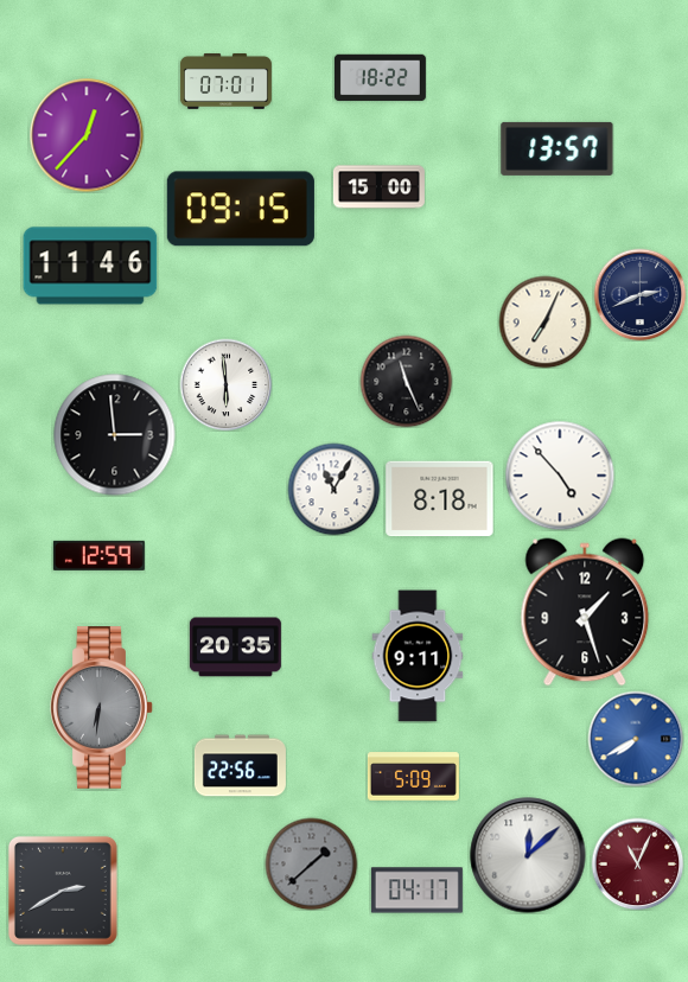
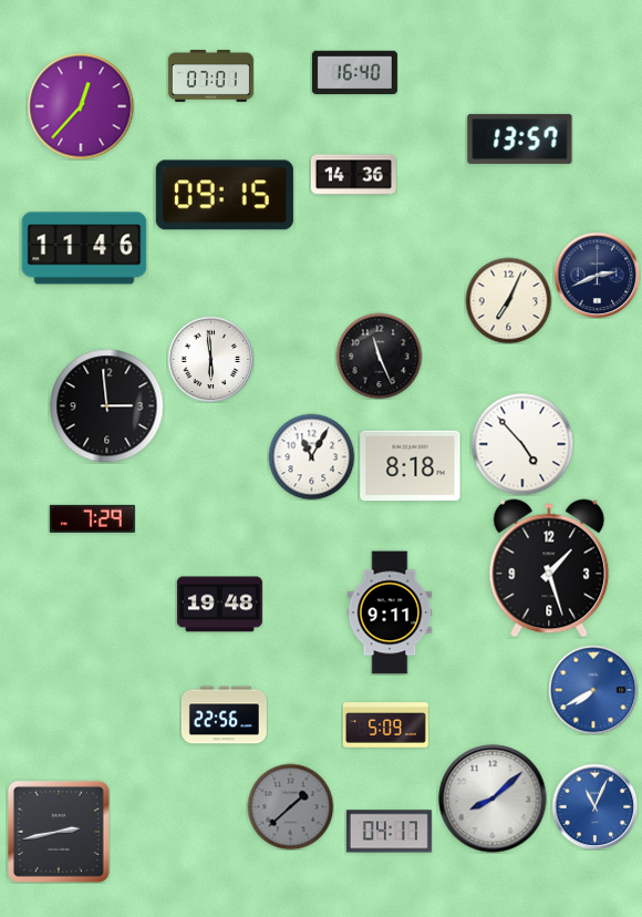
clock at (380, 78): 18:22 -> 16:40
clock at (87, 135) position: (87, 135) -> (81, 106)
clock at (378, 187): 15:00 -> 14:36
clock at (98, 555): 12:59 -> 7:29
clock at (585, 612) position: (585, 612) -> (549, 568)
clock at (235, 648): 20:35 -> 19:48
clock at (102, 708): 6:31 -> none
clock at (528, 855): 12:08 -> 8:08
clock at (637, 863) dial: burgundy -> blue
clock at (63, 891): 2:40 -> 2:43
